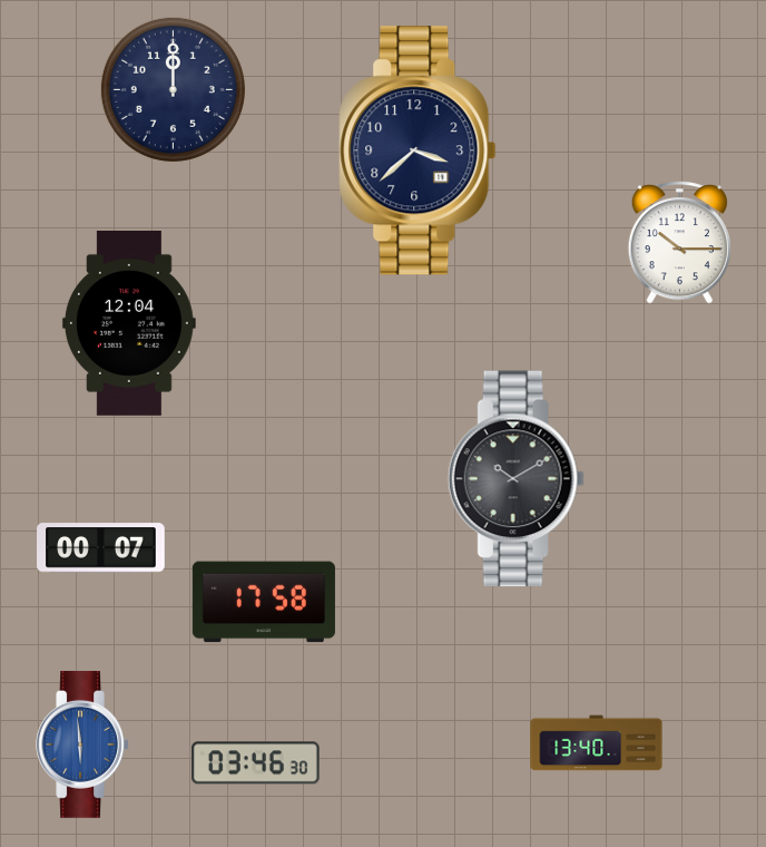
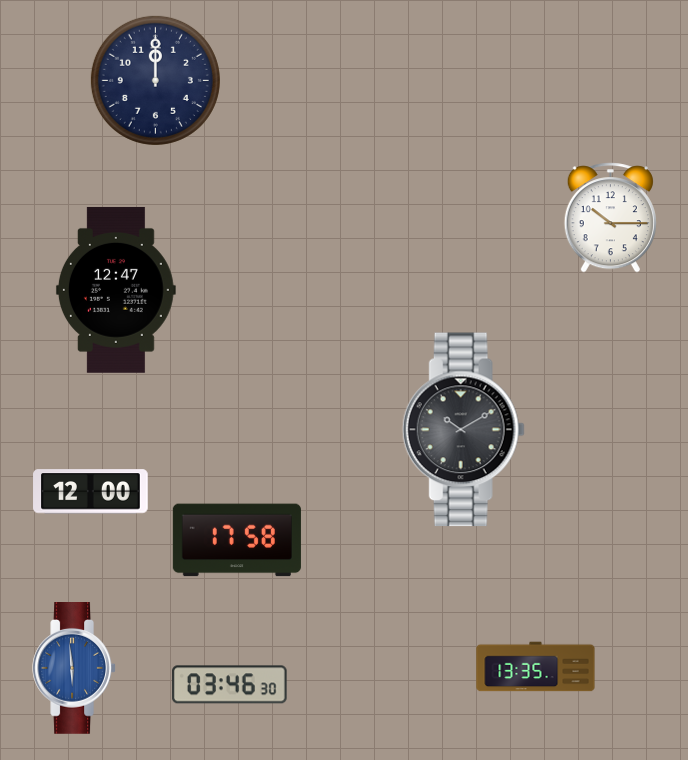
clock at (418, 150): 3:38 -> none
clock at (129, 323): 12:04 -> 12:47
clock at (101, 548): 00:07 -> 12:00
clock at (597, 743): 13:40 -> 13:35
